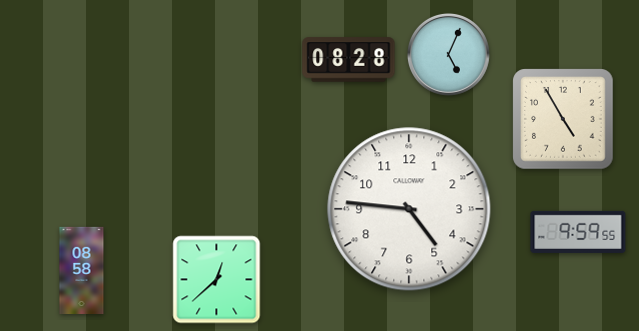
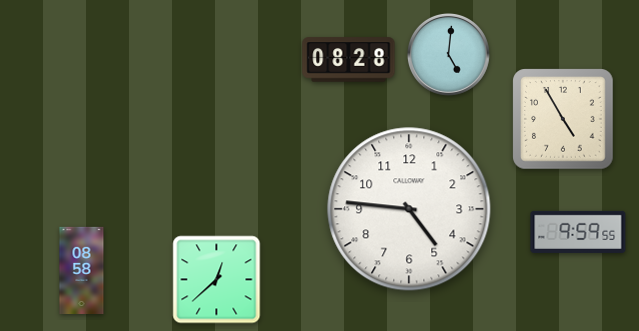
clock at (448, 54): 5:04 -> 5:01
